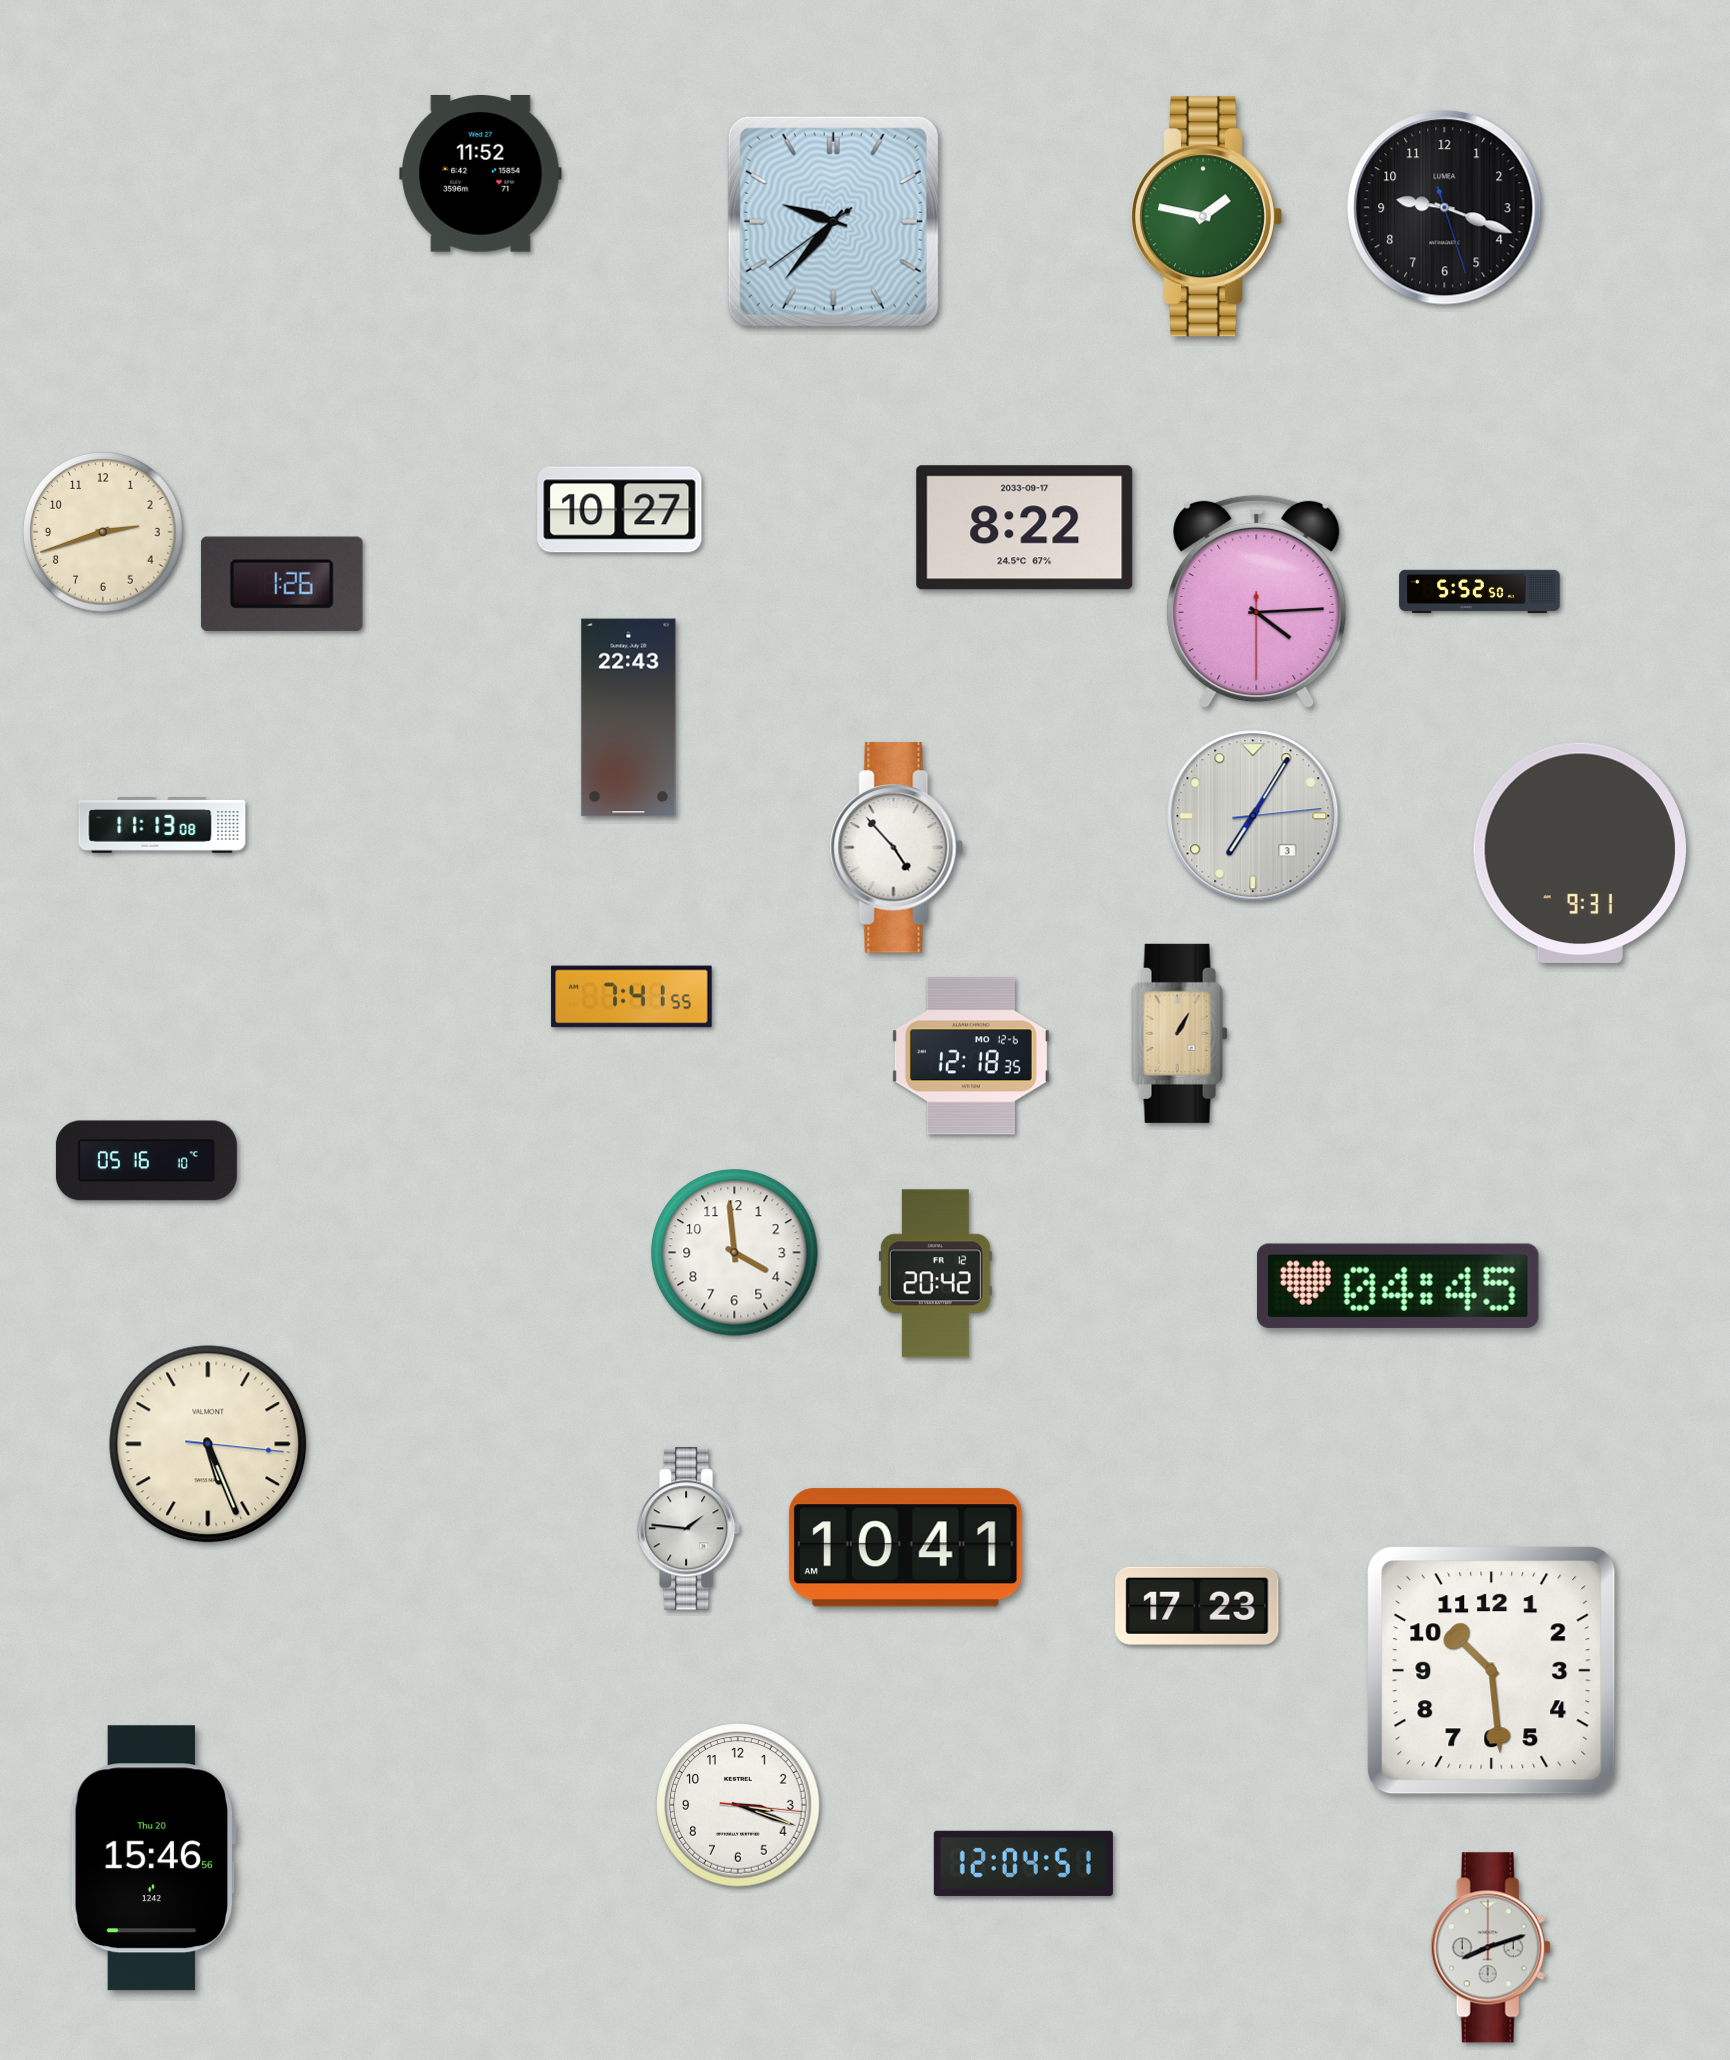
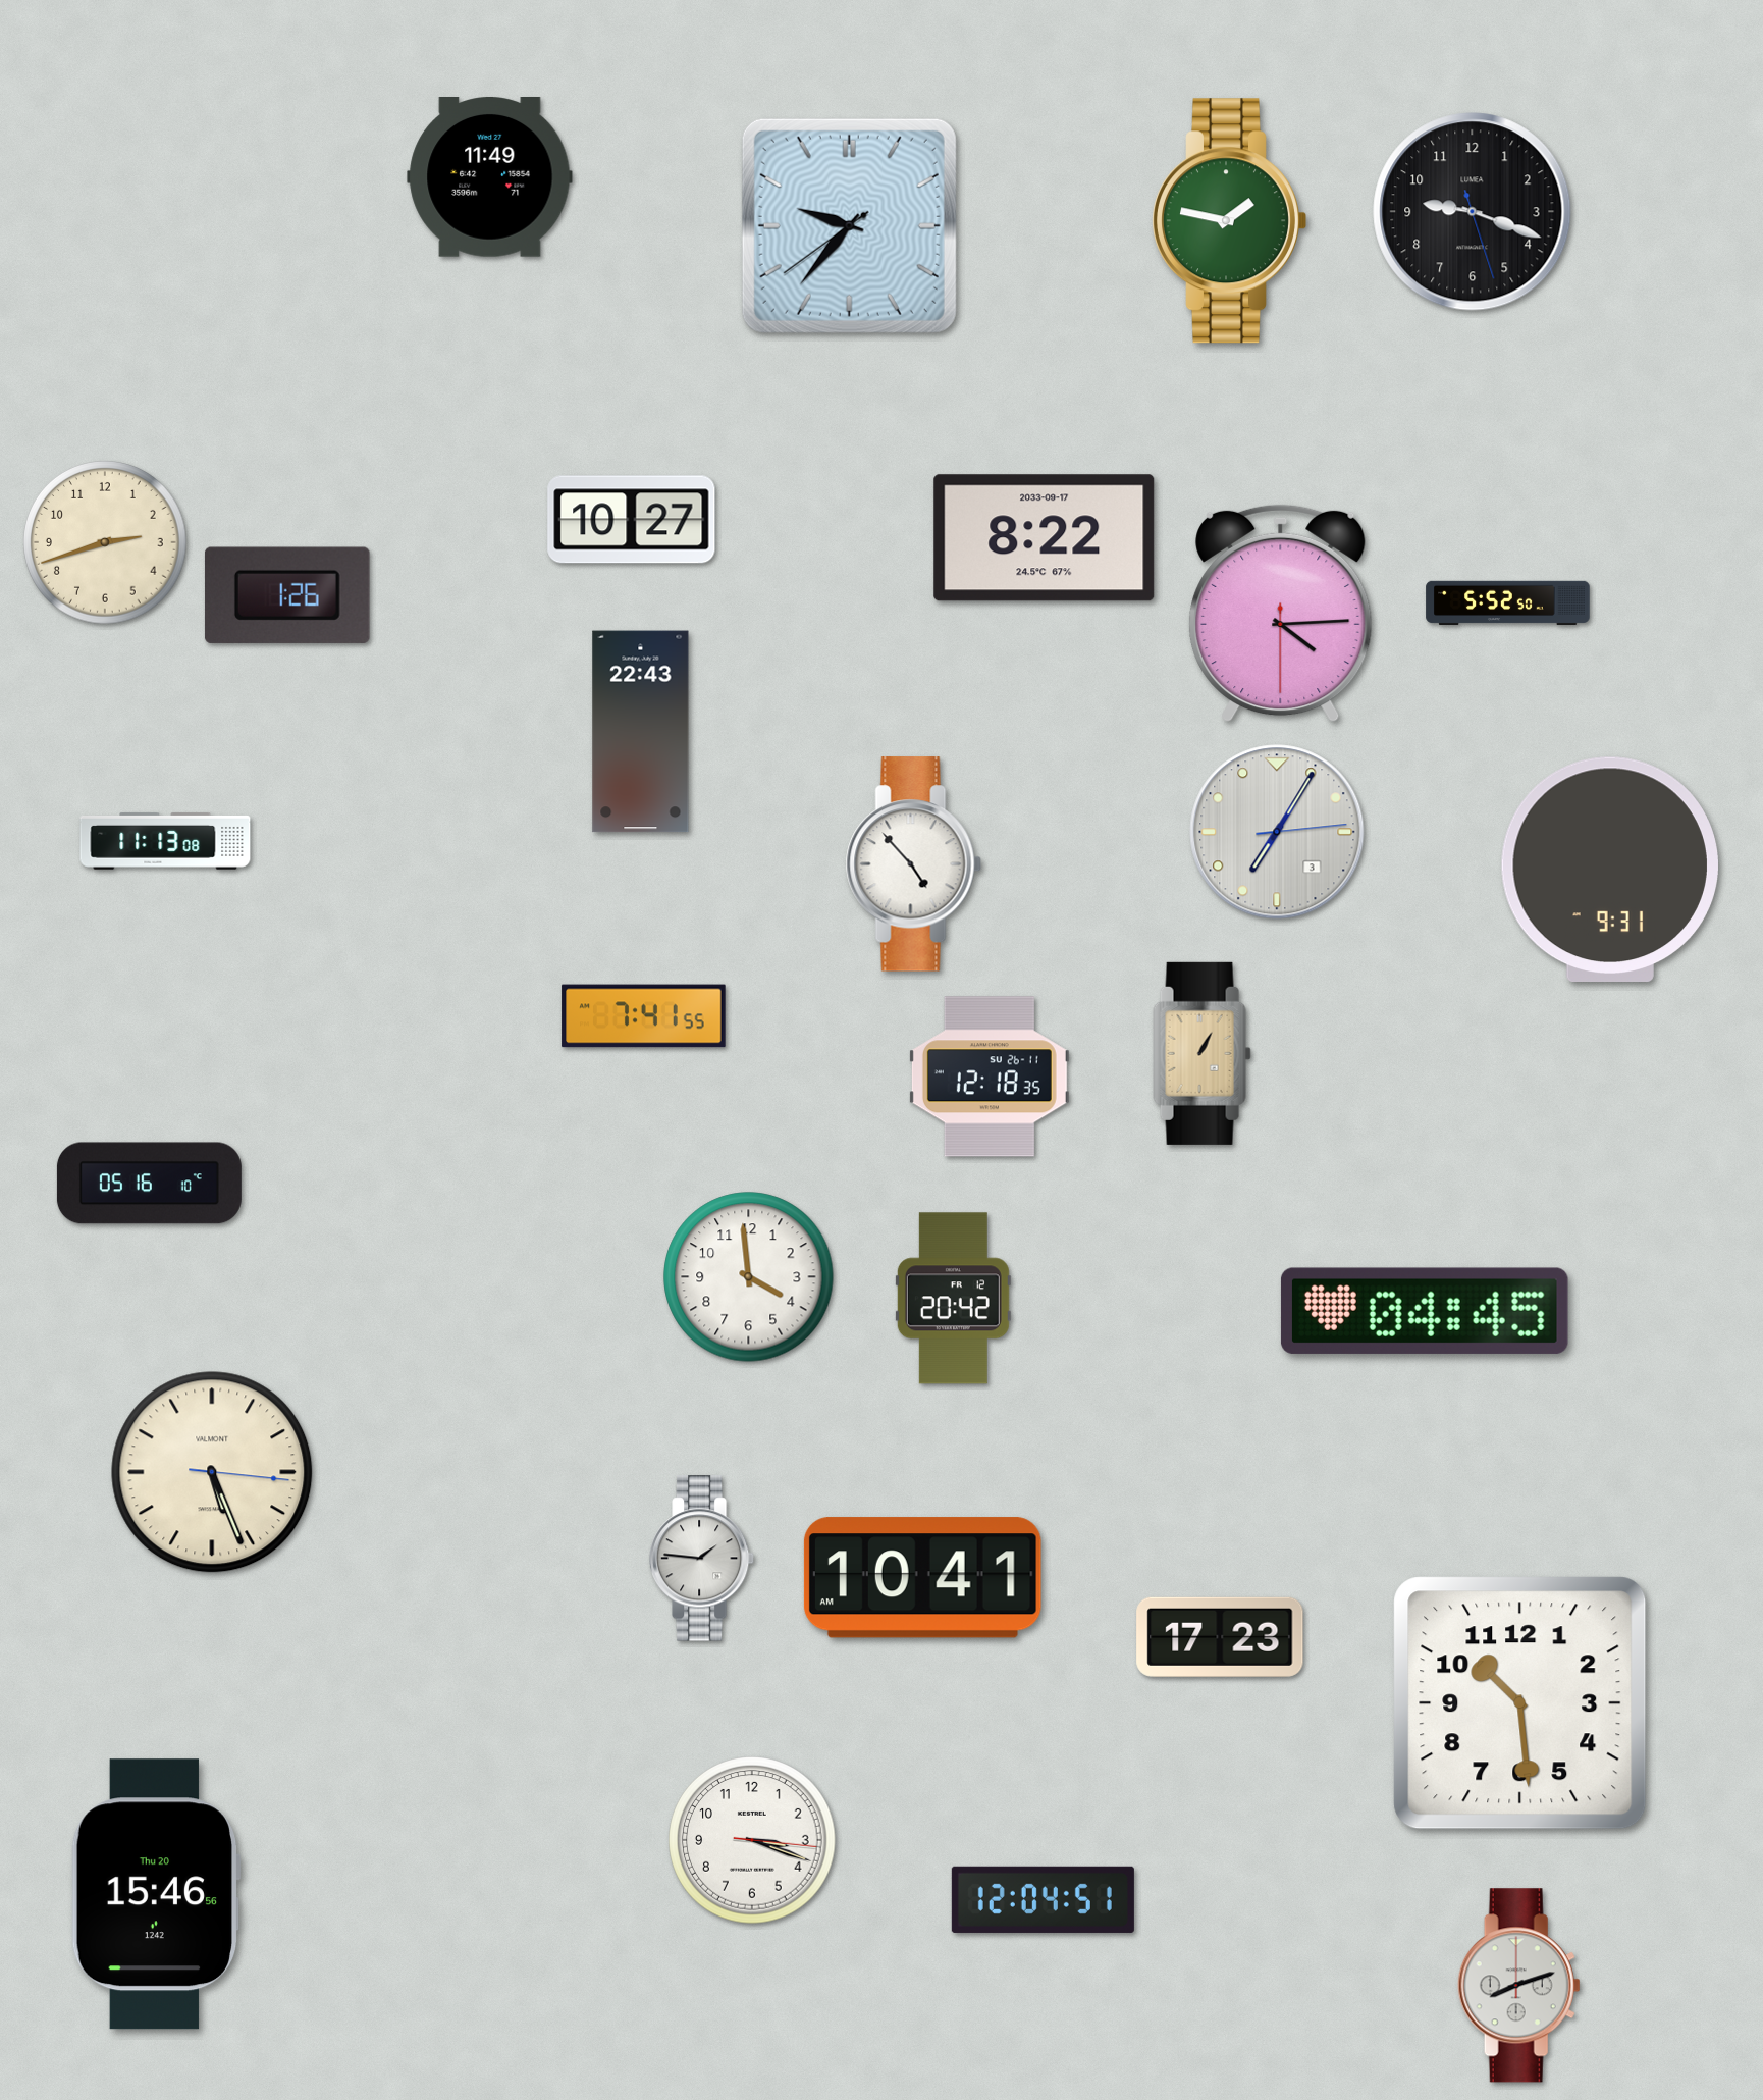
clock at (481, 174): 11:52 -> 11:49
clock at (971, 1056) date: MO 12-6 -> SU 26-11
